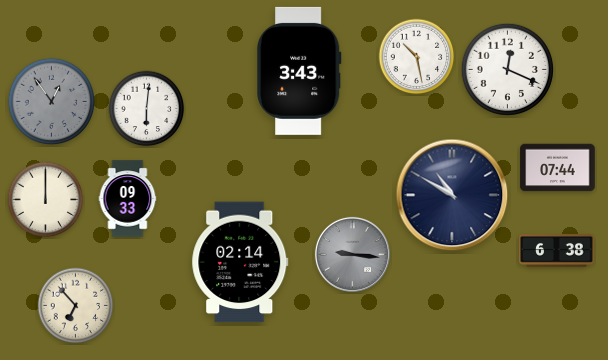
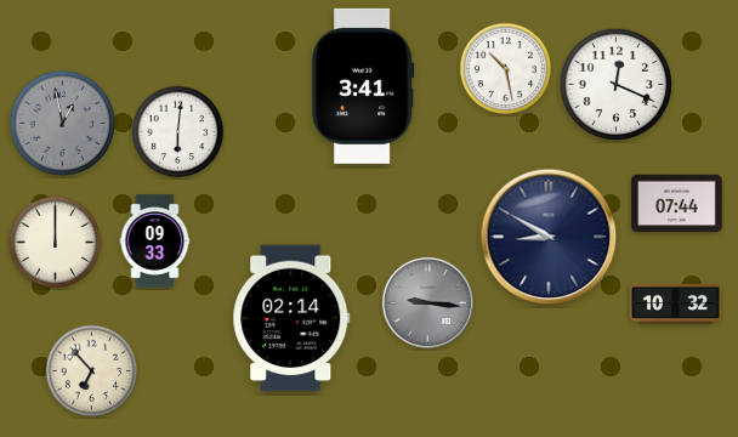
clock at (299, 71): 3:43 -> 3:41
clock at (52, 102): 12:54 -> 12:58
clock at (452, 195): 10:50 -> 8:50
clock at (557, 251): 6:38 -> 10:32
clock at (352, 254) position: (352, 254) -> (427, 302)
